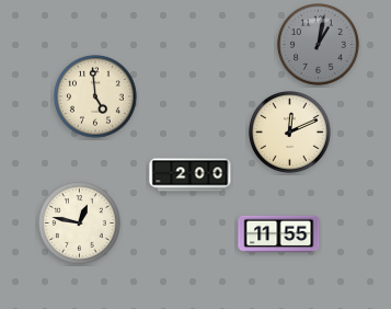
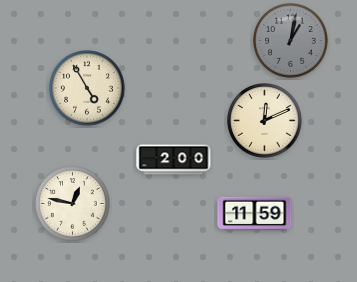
clock at (95, 96): 4:59 -> 4:55
clock at (279, 234): 11:55 -> 11:59
